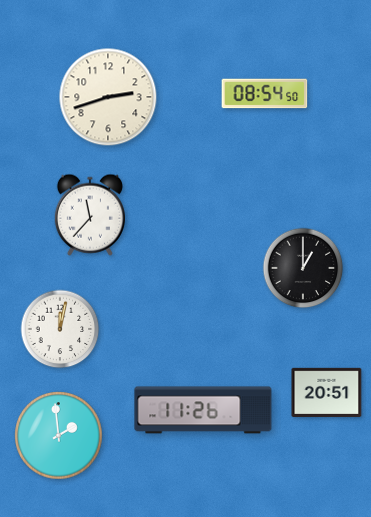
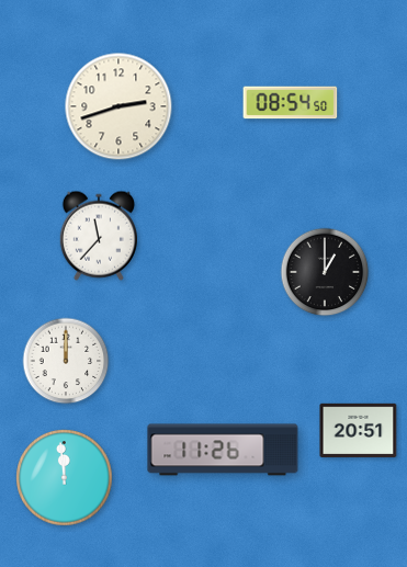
clock at (303, 268) position: (303, 268) -> (325, 272)
clock at (60, 329): 12:02 -> 12:00
clock at (59, 436): 1:59 -> 11:59
